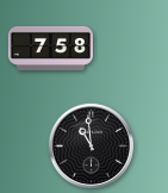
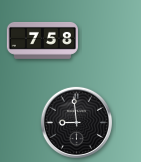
clock at (91, 145): 10:59 -> 8:59
